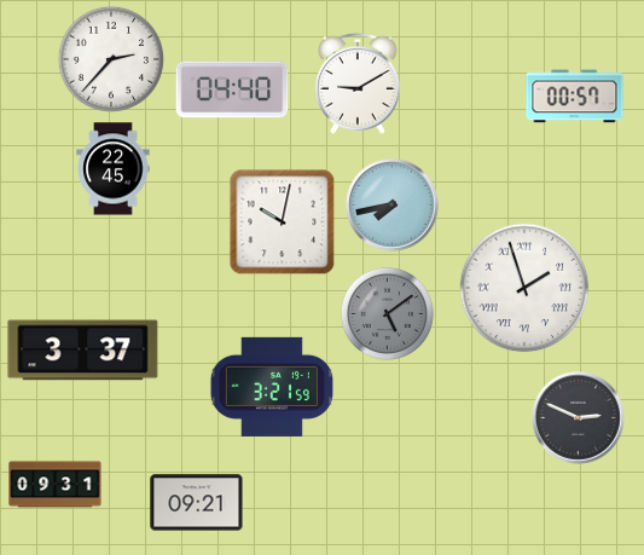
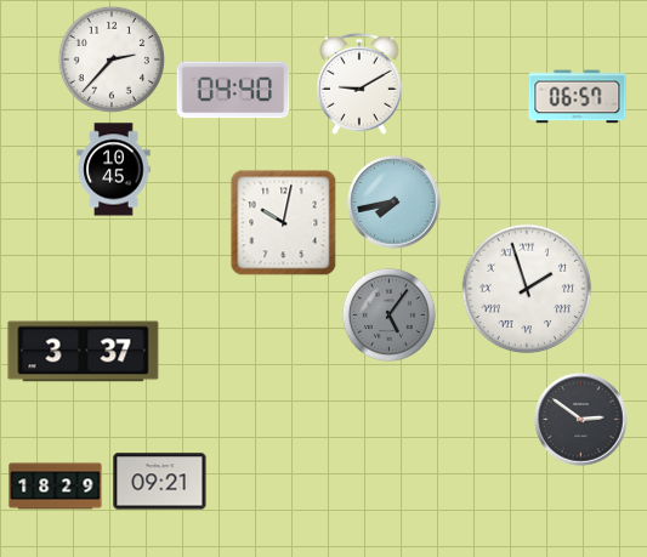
clock at (575, 97): 00:57 -> 06:57
clock at (114, 169): 22:45 -> 10:45
clock at (393, 206) position: (393, 206) -> (395, 203)
clock at (387, 313): 5:09 -> 5:06
clock at (272, 387): 3:21 -> none
clock at (579, 418): 2:49 -> 2:51
clock at (56, 485): 09:31 -> 18:29
clock at (197, 503) position: (197, 503) -> (160, 482)
